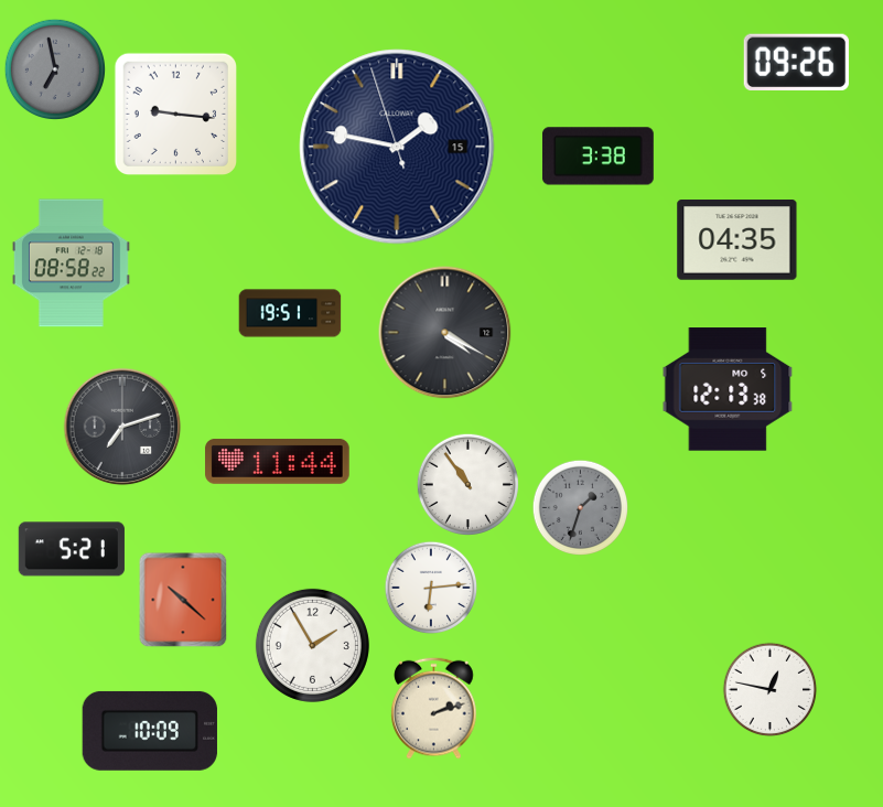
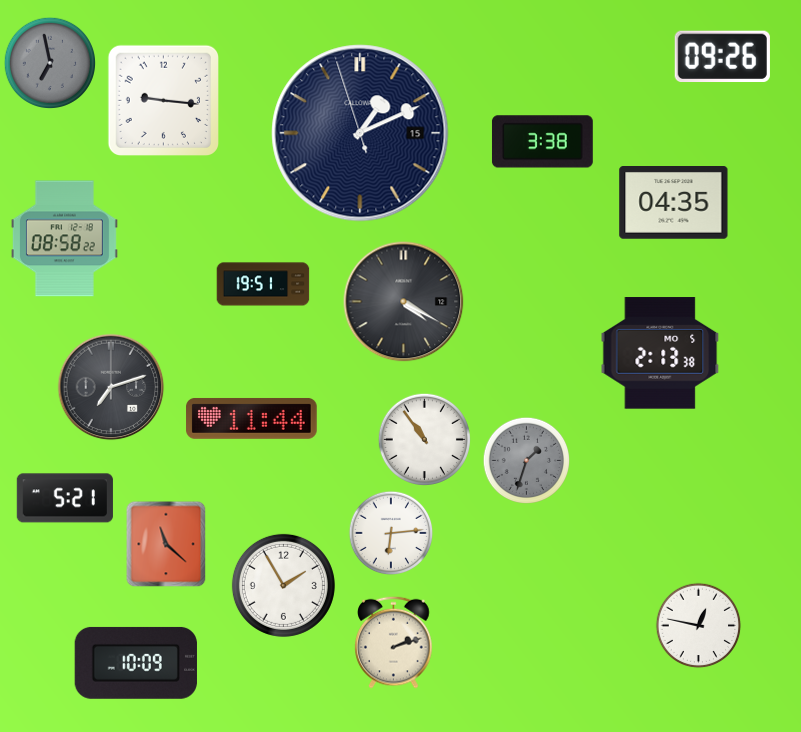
clock at (175, 114) position: (175, 114) -> (163, 100)
clock at (397, 147): 1:46 -> 1:10
clock at (737, 240) position: (737, 240) -> (674, 203)
clock at (728, 389): 12:13 -> 2:13
clock at (183, 600): 10:22 -> 11:22
